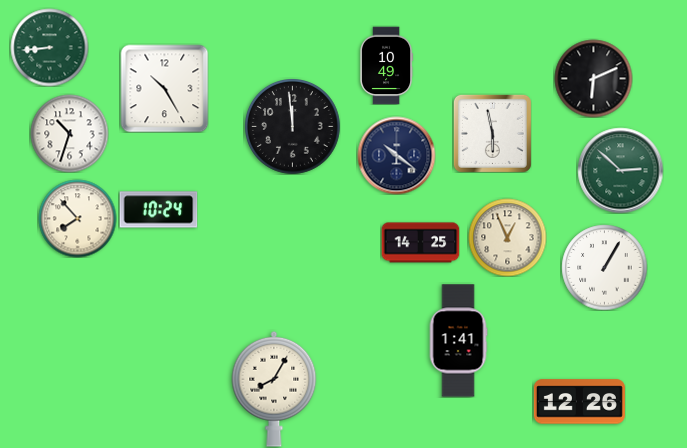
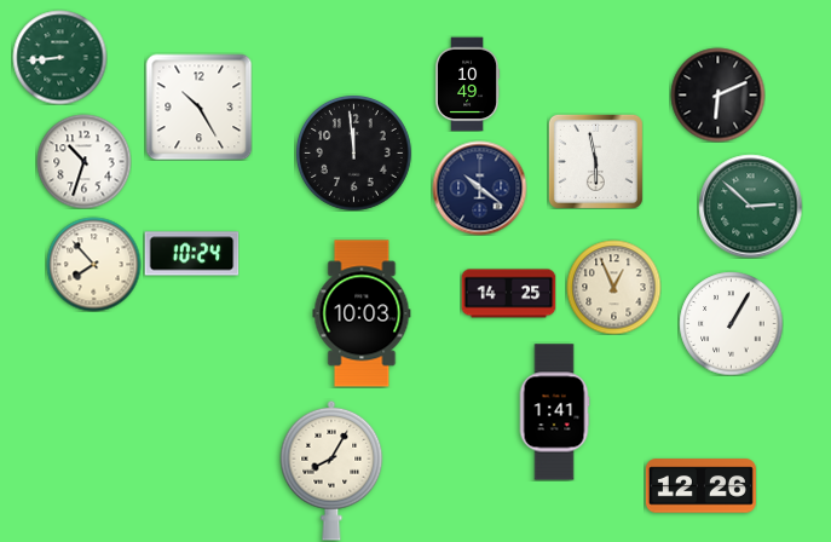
clock at (387, 65) position: (387, 65) -> (468, 83)
clock at (362, 313): none -> 10:03
